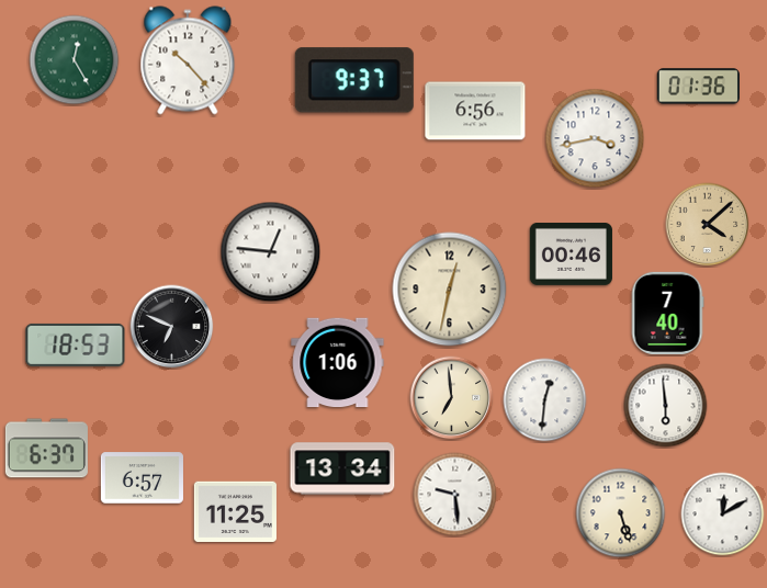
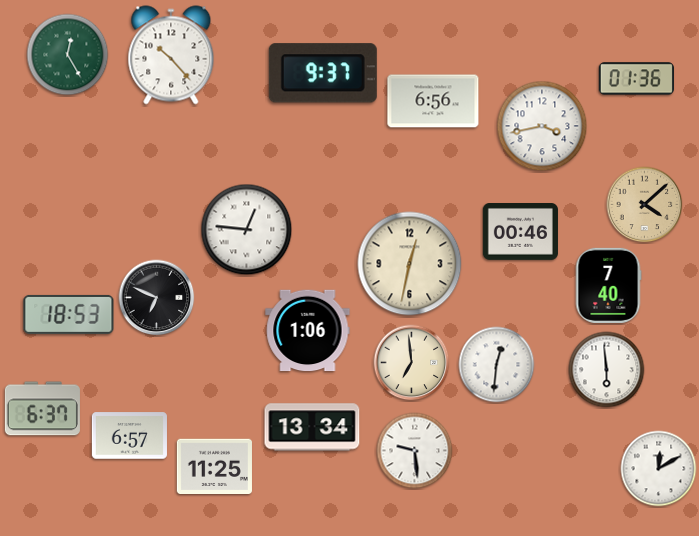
clock at (621, 513): 5:27 -> none
